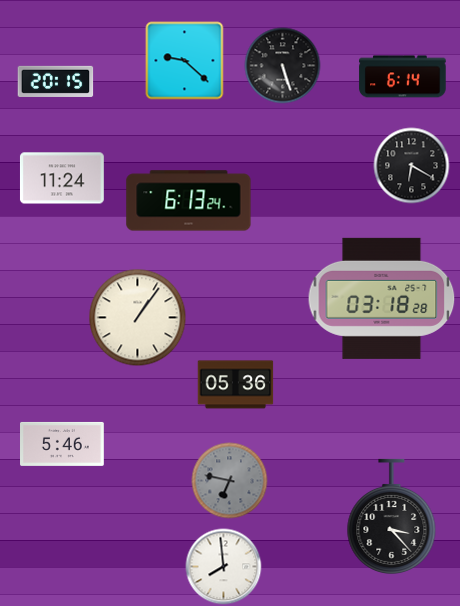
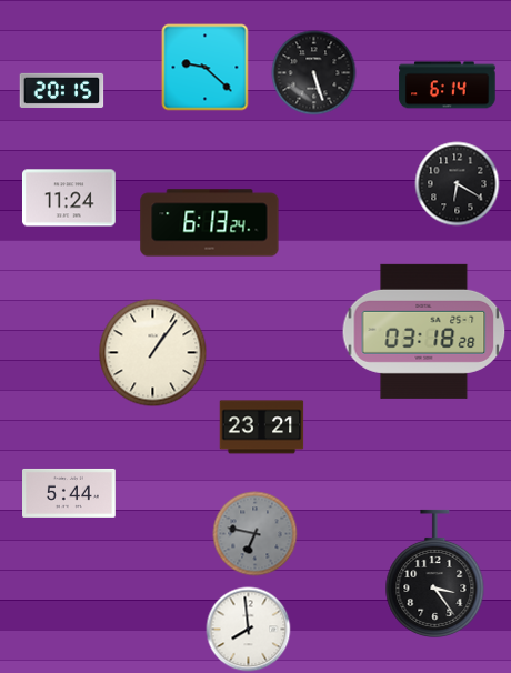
clock at (236, 385): 05:36 -> 23:21
clock at (63, 444): 5:46 -> 5:44
clock at (392, 516): 3:23 -> 3:24
